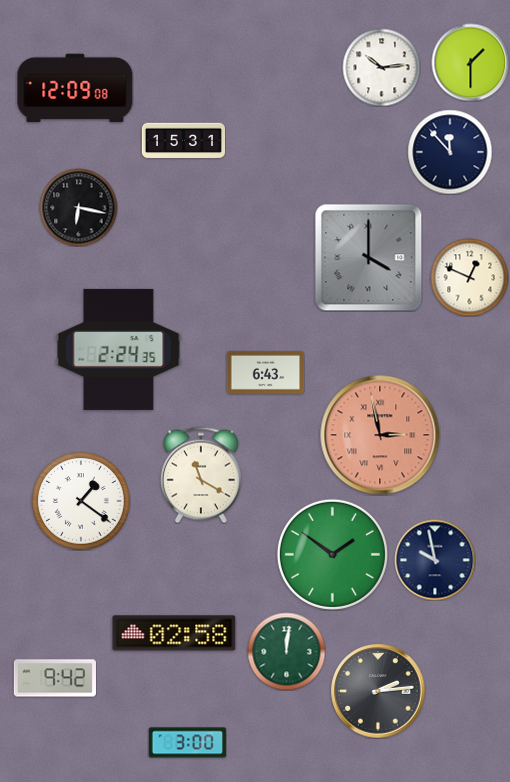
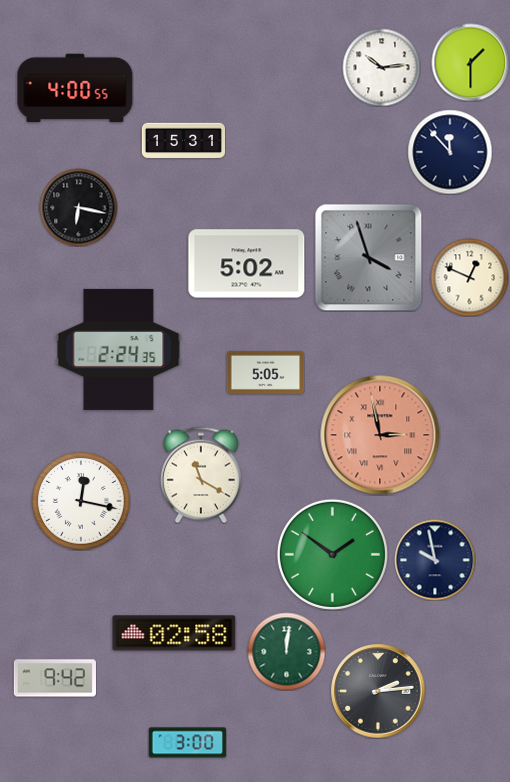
clock at (75, 88): 12:09 -> 4:00
clock at (368, 257): 4:00 -> 3:57
clock at (247, 264): none -> 5:02
clock at (265, 372): 6:43 -> 5:05
clock at (81, 501): 1:21 -> 12:17
